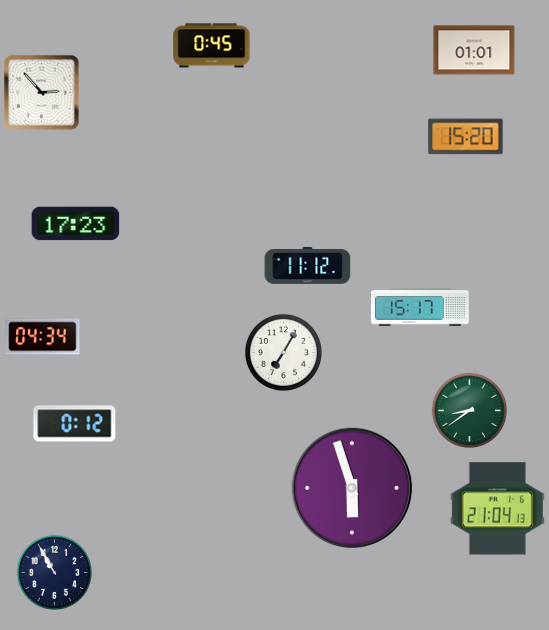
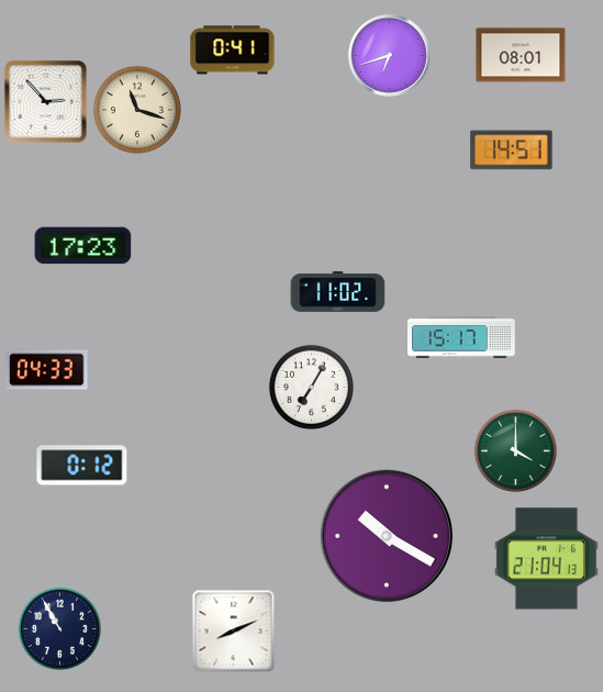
clock at (212, 46): 0:45 -> 0:41
clock at (474, 50): 01:01 -> 08:01
clock at (390, 56): none -> 6:42
clock at (137, 110): none -> 11:18
clock at (466, 137): 15:20 -> 14:51
clock at (308, 265): 11:12 -> 11:02
clock at (43, 337): 04:34 -> 04:33
clock at (469, 410): 8:39 -> 4:00
clock at (352, 488): 5:57 -> 10:20
clock at (234, 632): none -> 8:11
